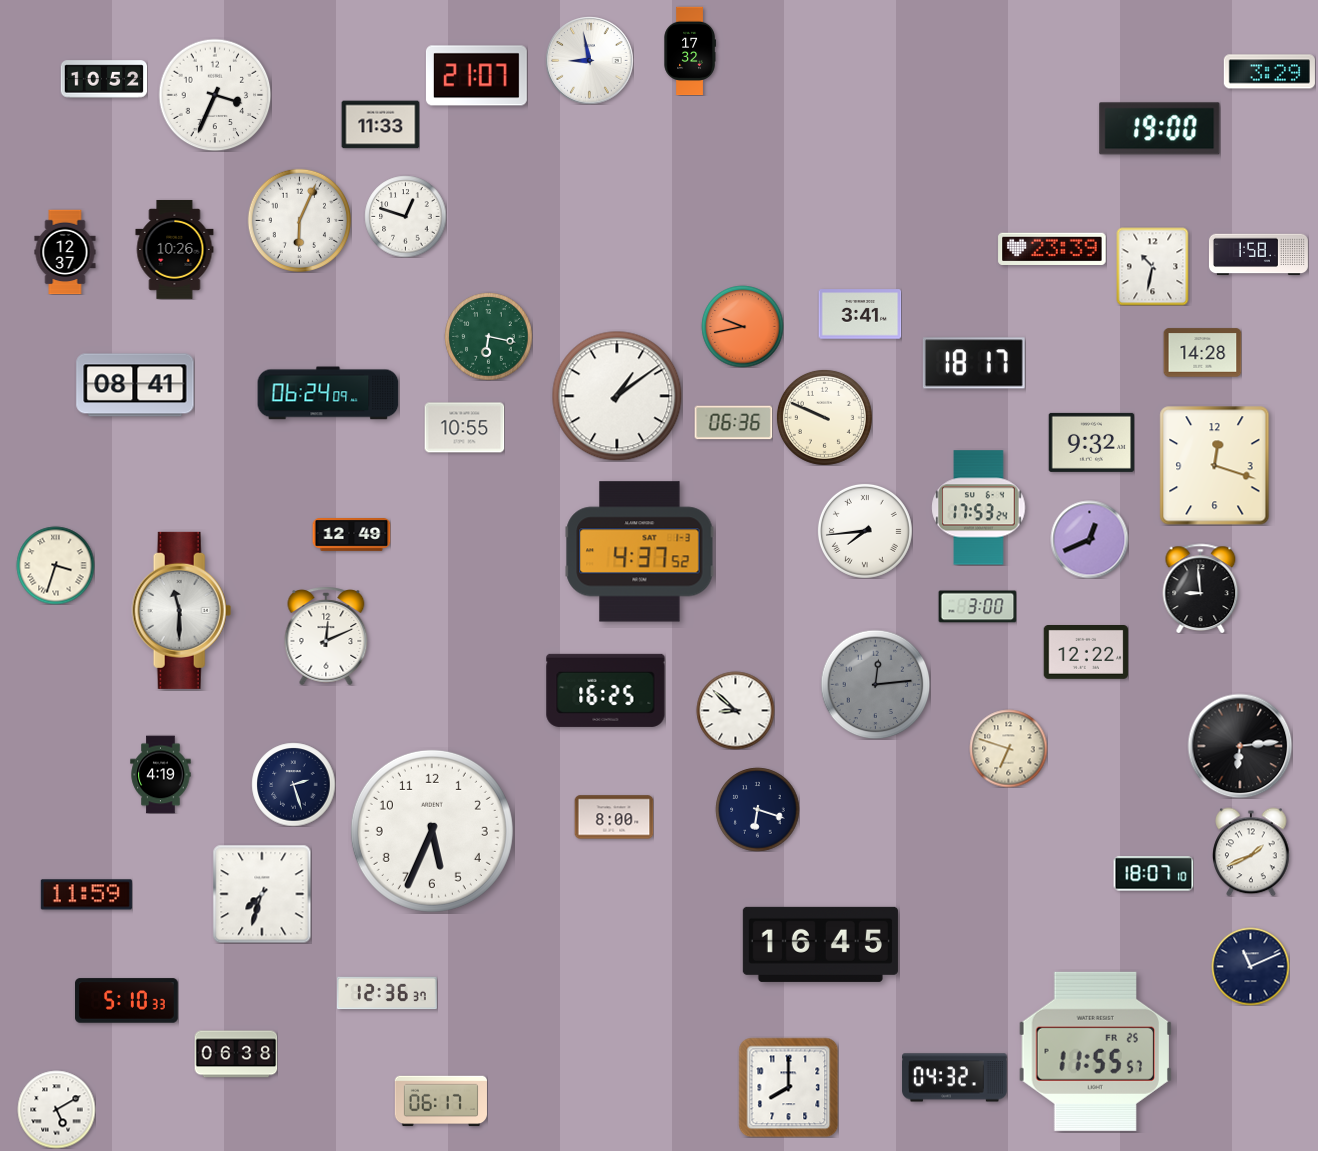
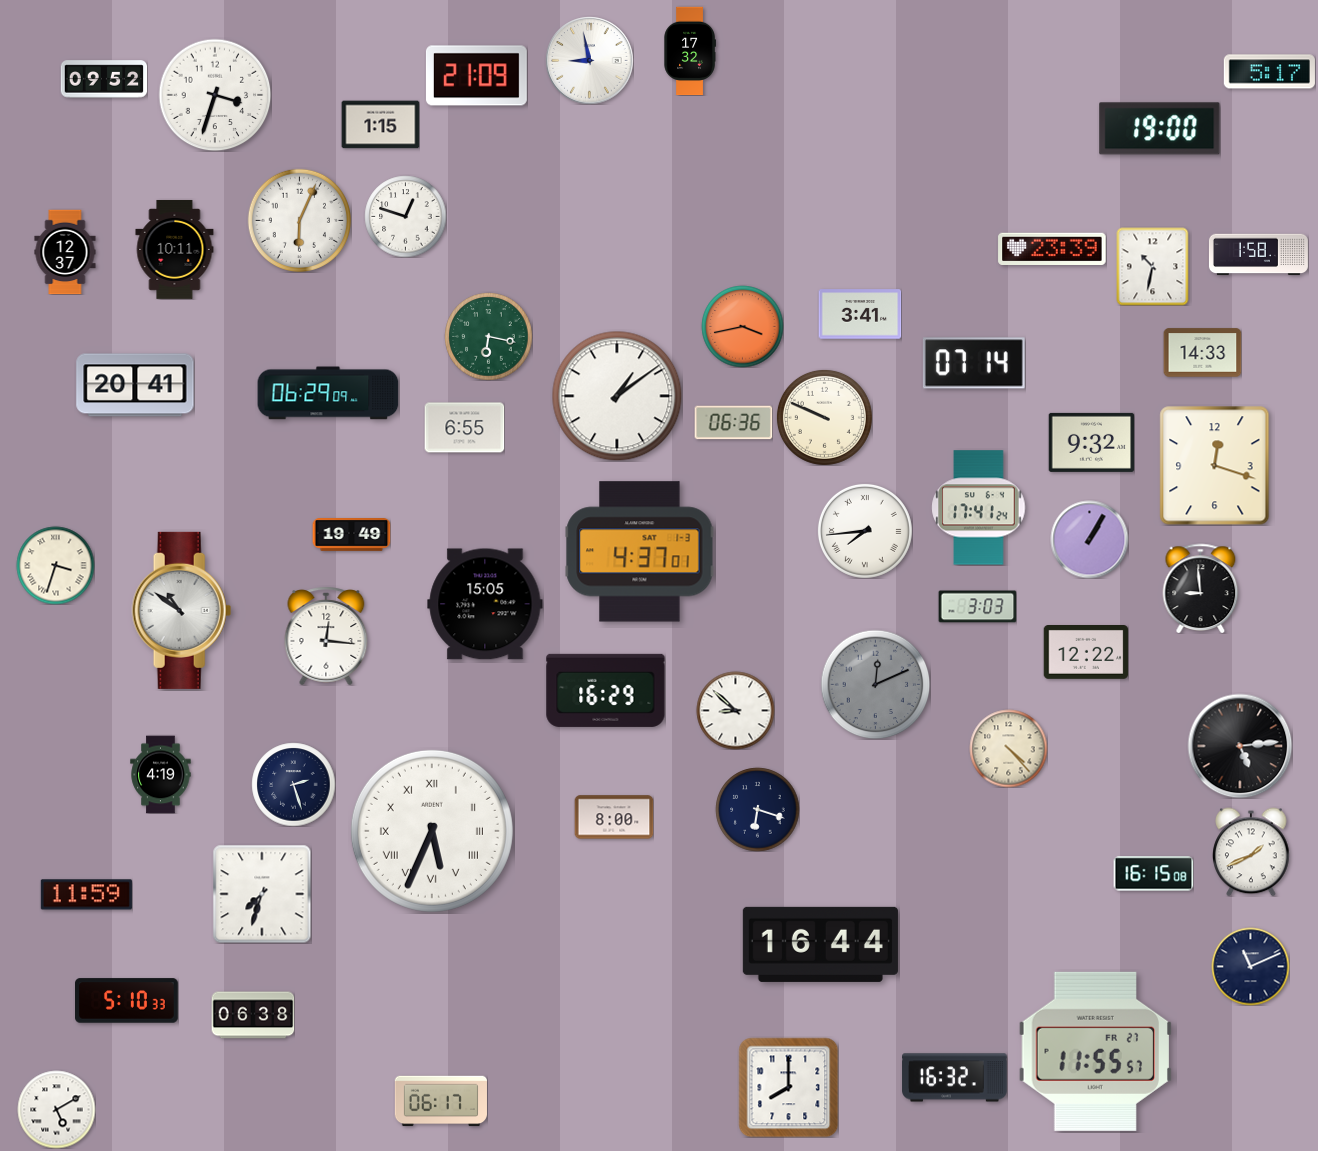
clock at (1269, 72): 3:29 -> 5:17
clock at (476, 76): 21:07 -> 21:09
clock at (104, 79): 10:52 -> 09:52
clock at (215, 95): 3:34 -> 3:33
clock at (380, 125): 11:33 -> 1:15
clock at (175, 249): 10:26 -> 10:11
clock at (742, 326): 9:43 -> 3:43
clock at (1202, 353): 14:28 -> 14:33
clock at (974, 363): 18:17 -> 07:14
clock at (135, 385): 08:41 -> 20:41
clock at (328, 393): 06:24 -> 06:29
clock at (464, 428): 10:55 -> 6:55
clock at (979, 508): 17:53 -> 17:41
clock at (351, 535): 12:49 -> 19:49
clock at (1089, 539): 12:41 -> 1:05
clock at (640, 552): 4:37:52 -> 4:37:01
clock at (485, 604): none -> 15:05
clock at (977, 607): 3:00 -> 3:03
clock at (182, 610): 11:30 -> 10:51
clock at (326, 636): 12:11 -> 12:16
clock at (875, 684): 12:14 -> 12:11
clock at (606, 690): 16:25 -> 16:29
clock at (1240, 746): 6:14 -> 5:14
clock at (1008, 748): 6:48 -> 4:23
clock at (432, 831) numerals: Arabic -> Roman
clock at (1153, 874): 18:07 -> 16:15
clock at (820, 944): 16:45 -> 16:44
clock at (387, 993): 12:36 -> none
clock at (1095, 1051) date: FR 25 -> FR 27
clock at (236, 1054) position: (236, 1054) -> (253, 1015)
clock at (955, 1078): 04:32 -> 16:32
